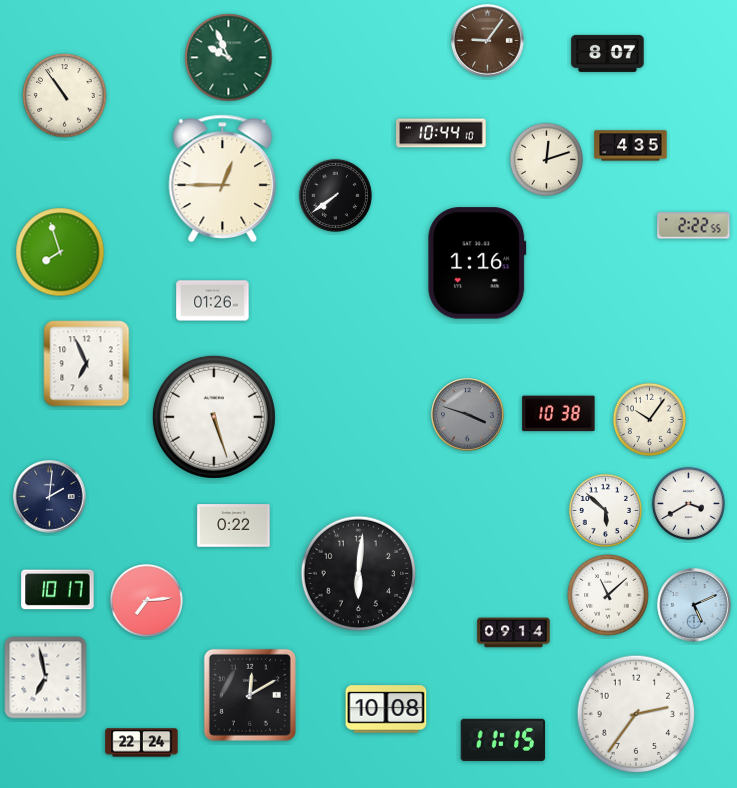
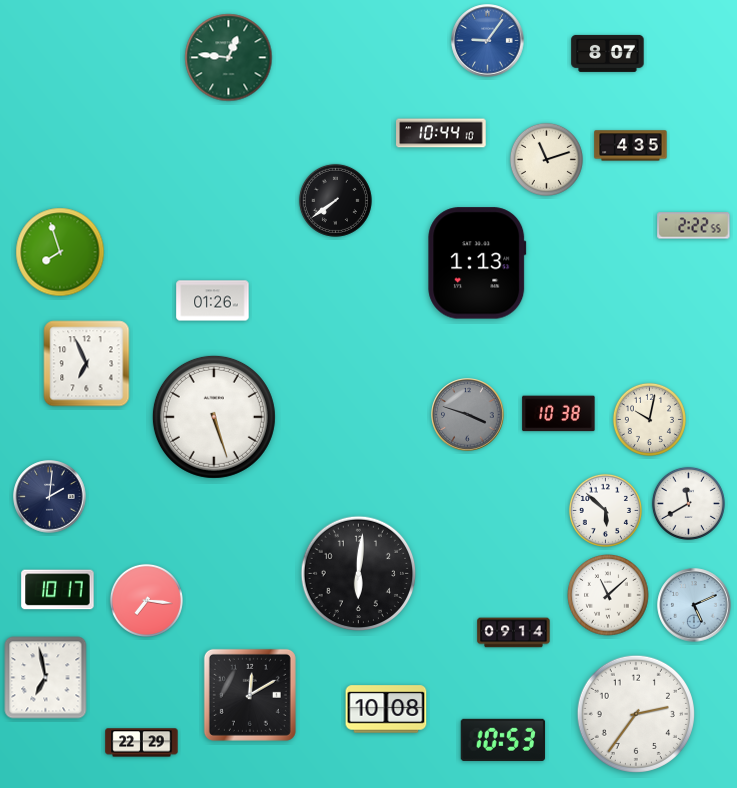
clock at (488, 41) dial: brown -> blue
clock at (229, 58): 9:56 -> 12:46
clock at (65, 96): 10:54 -> none
clock at (546, 159): 12:12 -> 11:12
clock at (223, 179): 12:45 -> none
clock at (335, 195) position: (335, 195) -> (335, 200)
clock at (477, 263): 1:16 -> 1:13
clock at (649, 419): 10:06 -> 10:02
clock at (688, 503): 3:40 -> 11:40
clock at (234, 526): 0:22 -> none
clock at (146, 600): 7:14 -> 7:16
clock at (503, 740): 11:15 -> 10:53
clock at (142, 743): 22:24 -> 22:29
